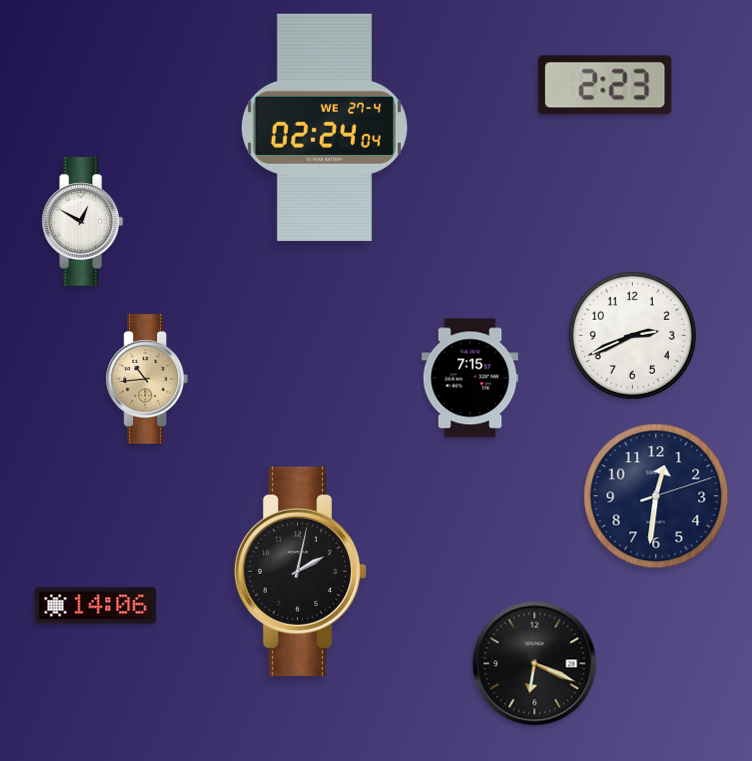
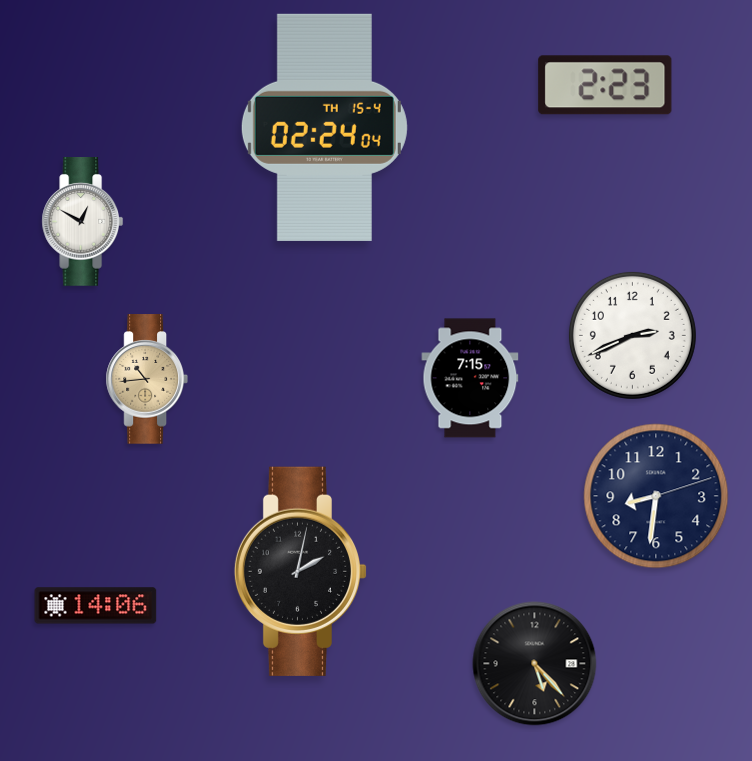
clock at (324, 127) date: WE 27-4 -> TH 15-4
clock at (656, 496): 12:31 -> 8:31
clock at (535, 664): 6:19 -> 5:23
